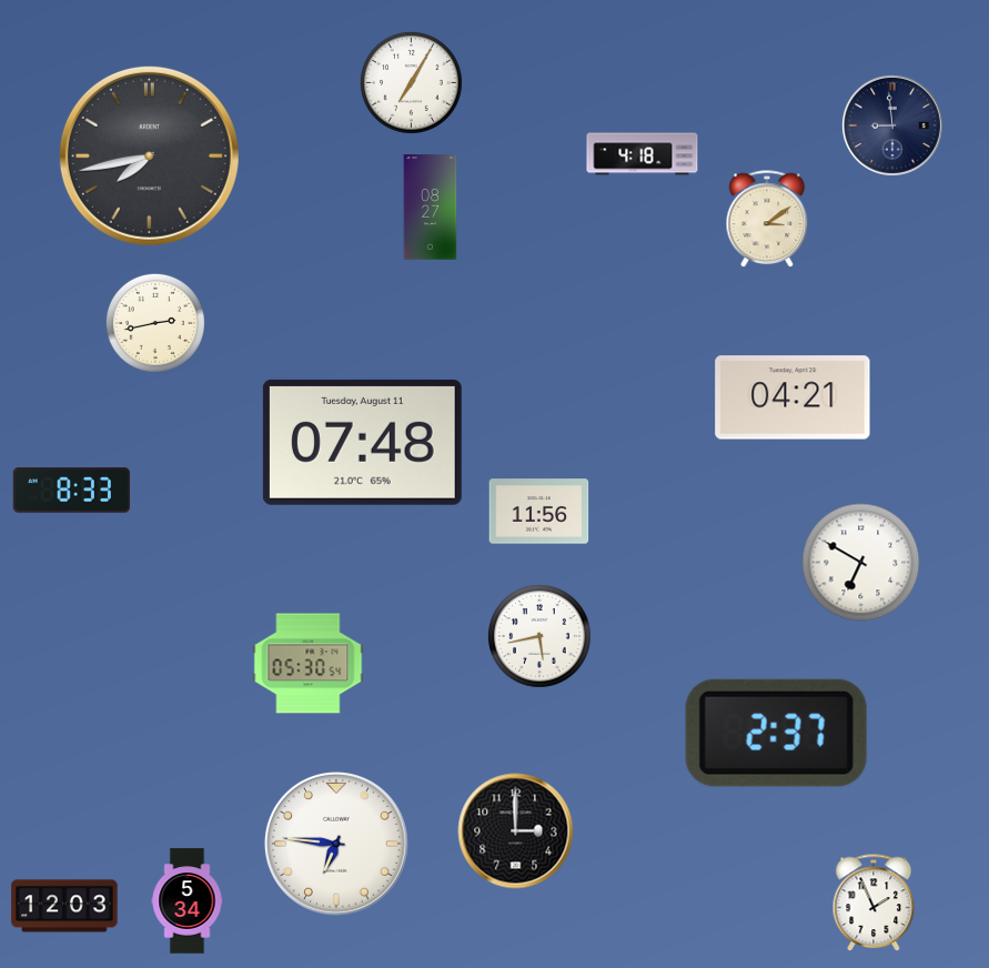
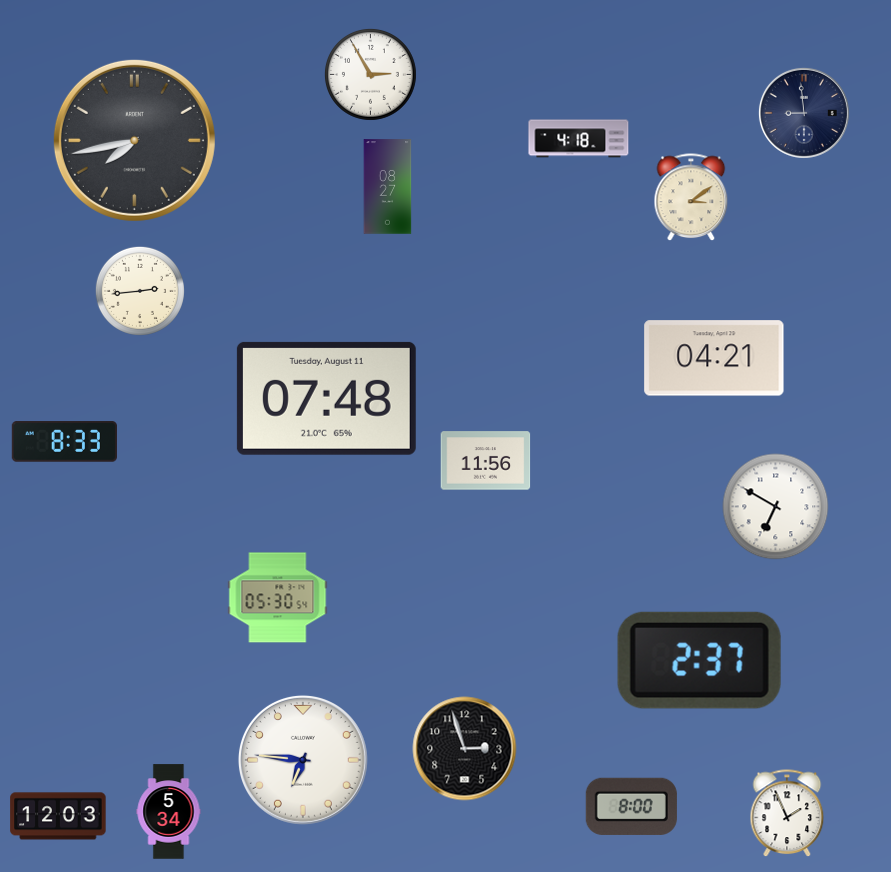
clock at (411, 83): 7:05 -> 2:55
clock at (155, 323): 2:43 -> 2:44
clock at (541, 637): 5:43 -> none
clock at (516, 831): 3:00 -> 2:57
clock at (631, 806): none -> 8:00
